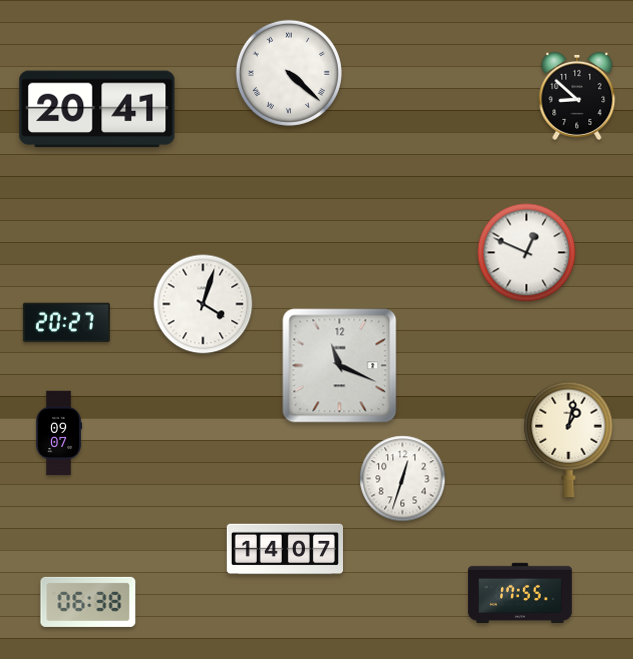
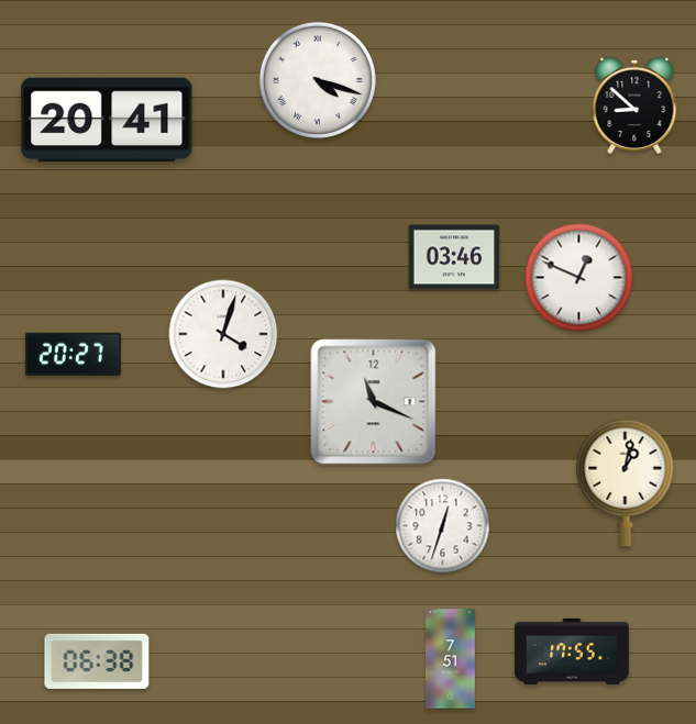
clock at (289, 73): 4:22 -> 4:18
clock at (454, 257): none -> 03:46
clock at (59, 433): 09:07 -> none
clock at (284, 549): 14:07 -> none
clock at (451, 659): none -> 7:51
